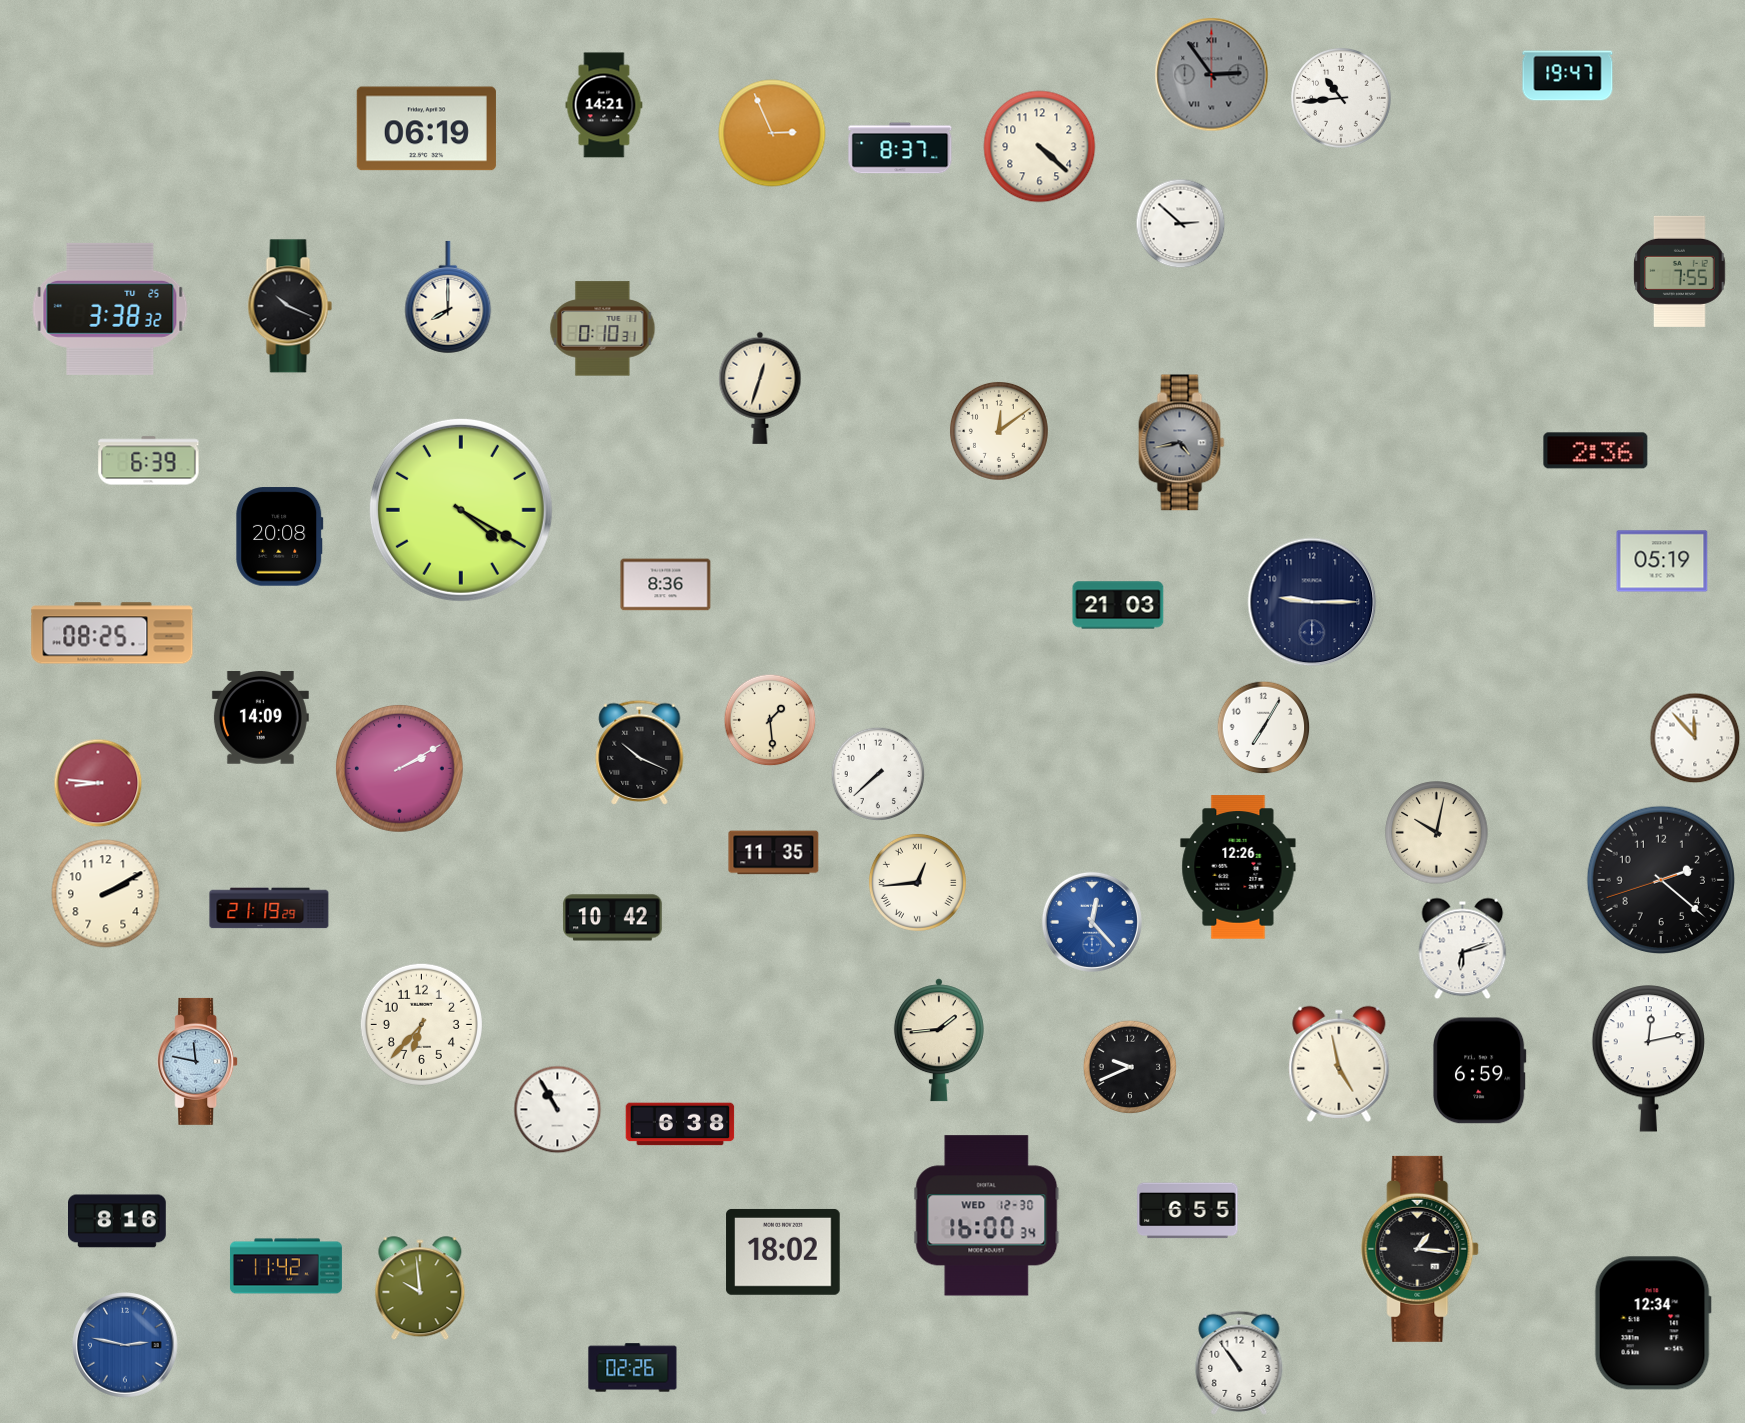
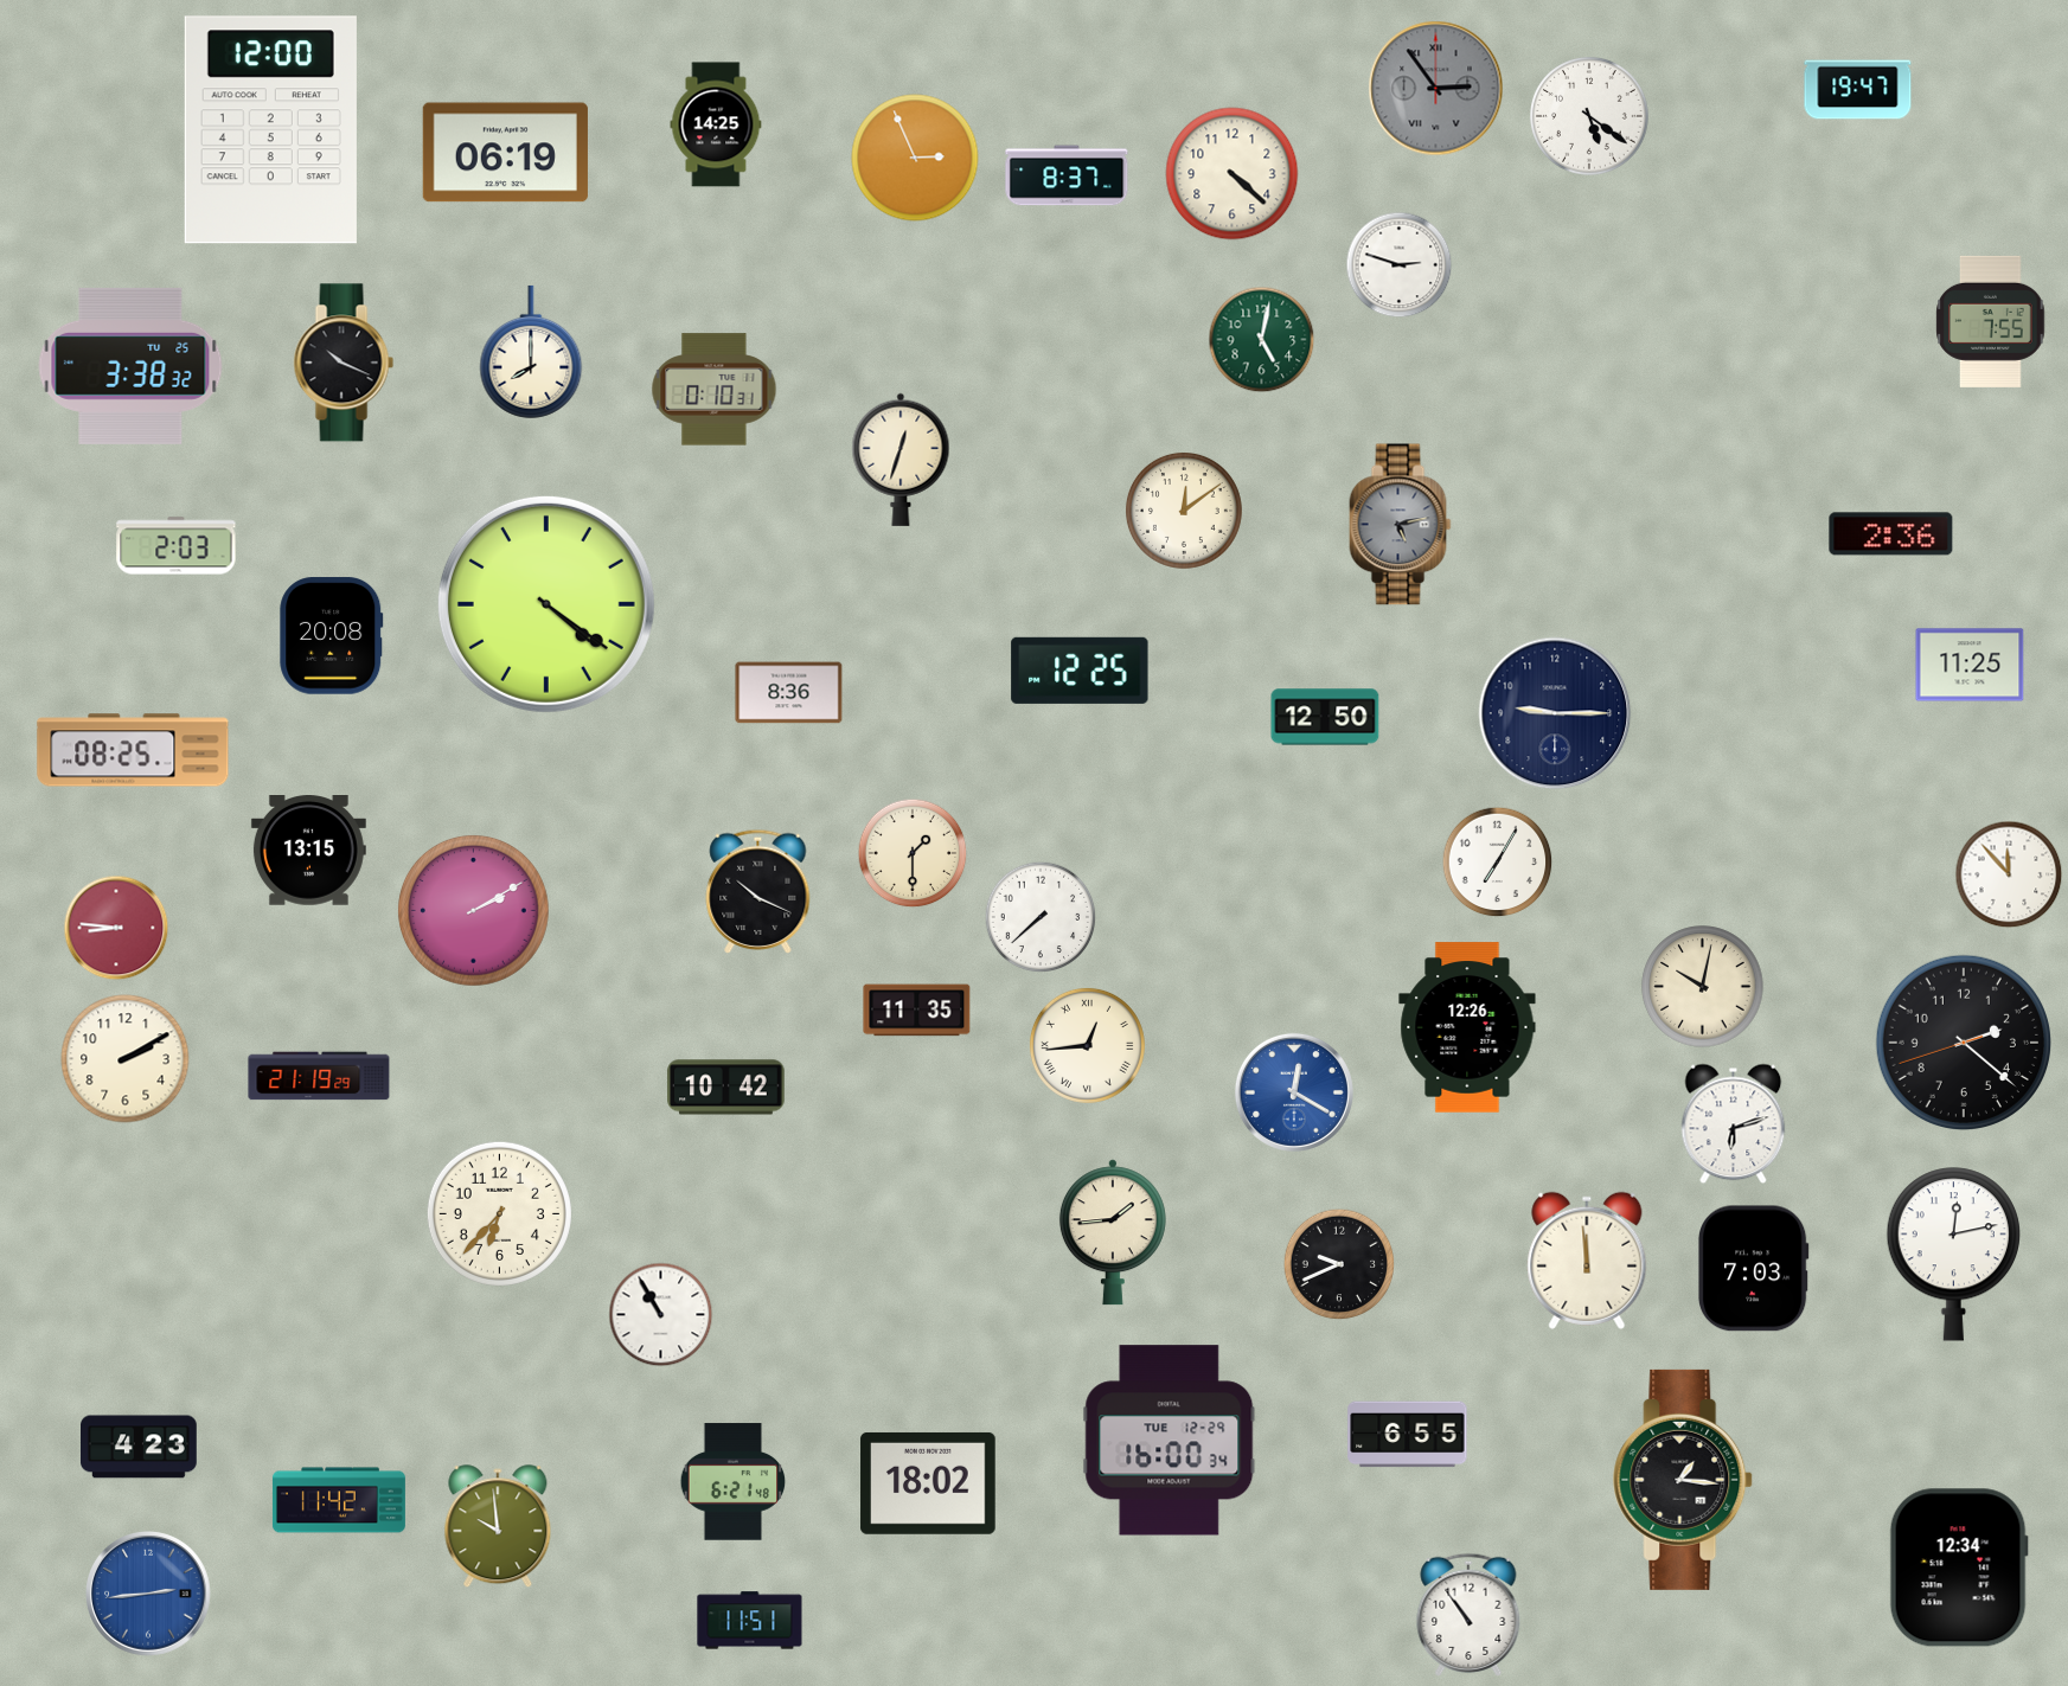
clock at (1342, 99): 10:44 -> 5:21
clock at (604, 105): 14:21 -> 14:25
clock at (270, 130): none -> 12:00
clock at (1181, 224): 2:52 -> 2:48
clock at (1262, 340): none -> 5:02
clock at (1182, 443): 4:43 -> 5:13
clock at (149, 461): 6:39 -> 2:03
clock at (461, 510): 4:20 -> 4:21
clock at (1662, 561): 05:19 -> 11:25
clock at (1080, 671): none -> 12:25
clock at (1118, 605): 21:03 -> 12:50
clock at (260, 718): 14:09 -> 13:15
clock at (770, 720): 1:29 -> 1:30
clock at (1660, 879) position: (1660, 879) -> (1963, 1041)
clock at (1092, 922): 12:23 -> 12:20
clock at (198, 1061): 11:47 -> none
clock at (1339, 1064): 4:58 -> 11:59
clock at (1479, 1071): 6:59 -> 7:03
clock at (680, 1124): 6:38 -> none
clock at (987, 1216) date: WED 12-30 -> TUE 12-29
clock at (118, 1221): 8:16 -> 4:23
clock at (734, 1482): none -> 6:21
clock at (126, 1346): 2:47 -> 2:44
clock at (633, 1368): 02:26 -> 11:51
